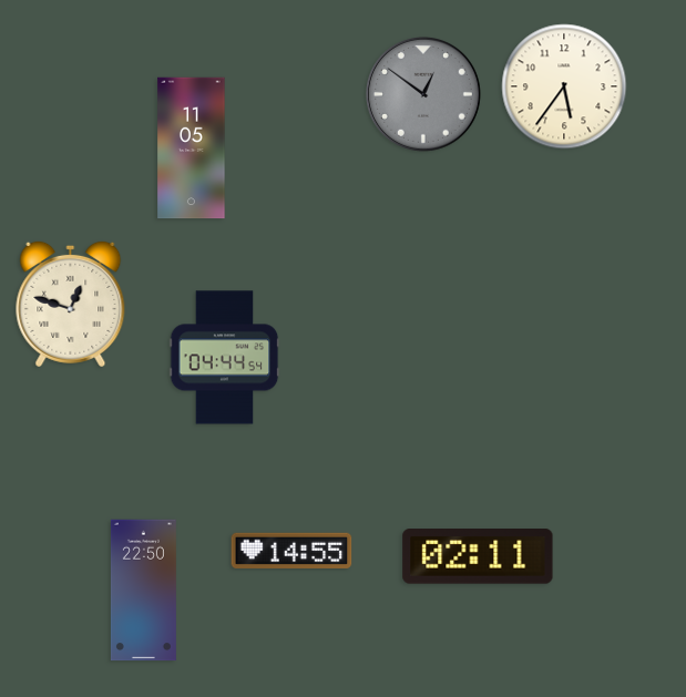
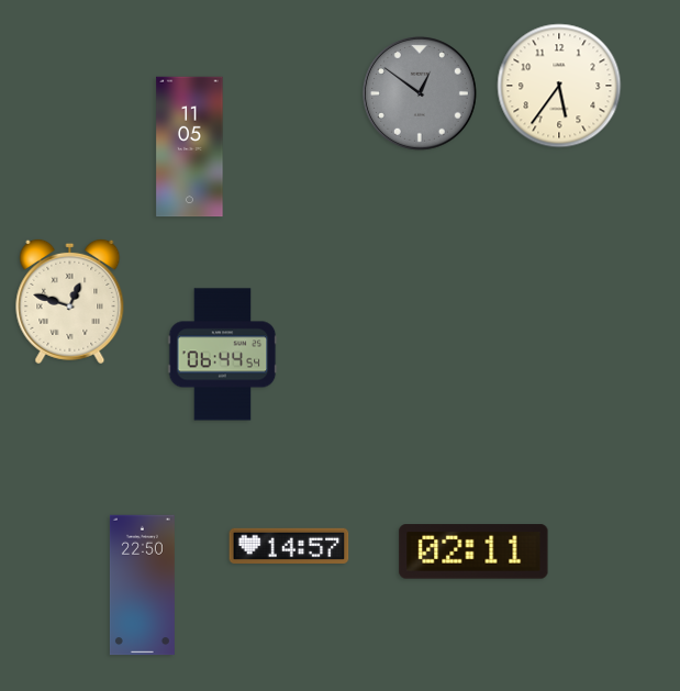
clock at (225, 358): 04:44 -> 06:44
clock at (291, 550): 14:55 -> 14:57
